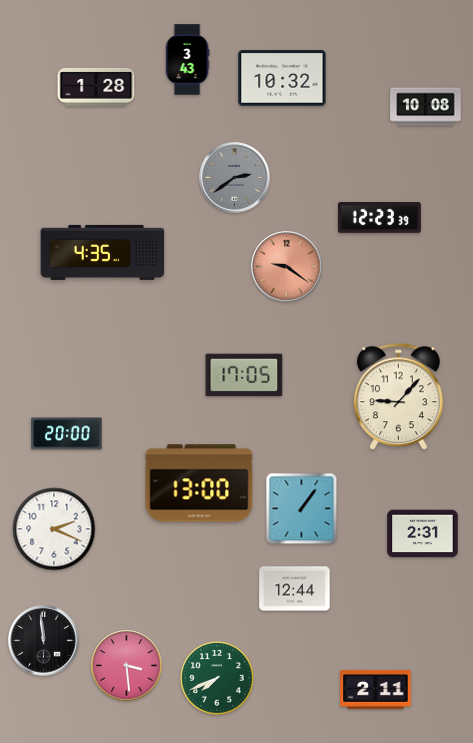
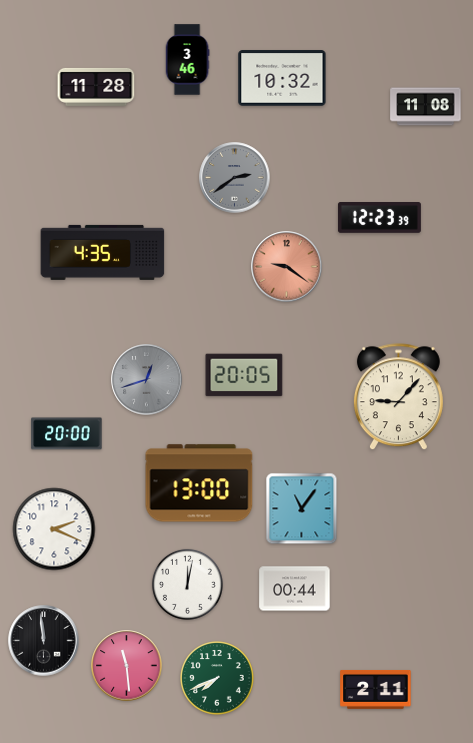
clock at (187, 60): 3:43 -> 3:46
clock at (96, 87): 1:28 -> 11:28
clock at (426, 107): 10:08 -> 11:08
clock at (244, 375): 17:05 -> 20:05
clock at (147, 380): none -> 12:42
clock at (302, 509): 1:06 -> 11:06
clock at (423, 534): 2:31 -> none
clock at (187, 584): none -> 12:02
clock at (295, 589): 12:44 -> 00:44
clock at (127, 666): 3:29 -> 11:29
